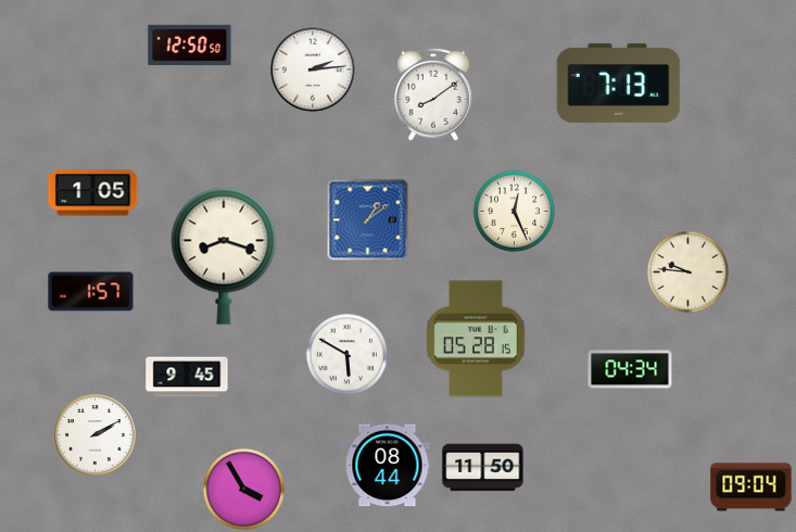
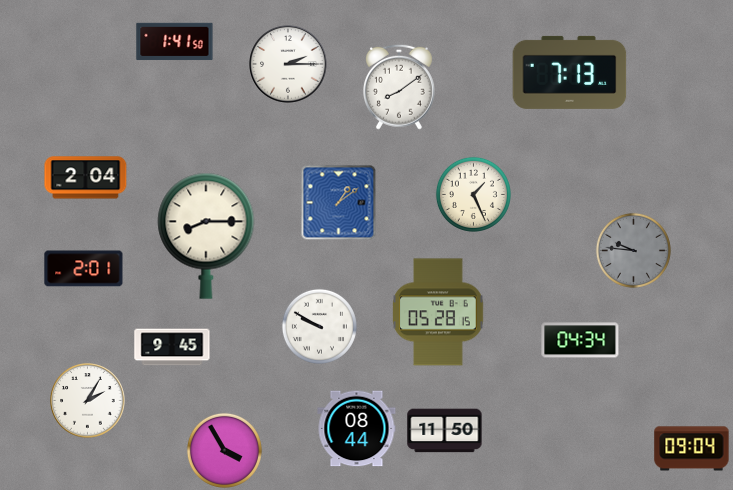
clock at (190, 46): 12:50 -> 1:41
clock at (313, 69): 2:14 -> 2:15
clock at (619, 83) position: (619, 83) -> (570, 72)
clock at (93, 193): 1:05 -> 2:04
clock at (514, 211): 12:26 -> 1:26
clock at (224, 256): 8:18 -> 8:15
clock at (687, 271) dial: cream -> grey
clock at (91, 292): 1:57 -> 2:01
clock at (346, 354): 5:50 -> 9:50
clock at (96, 435): 2:10 -> 2:05
